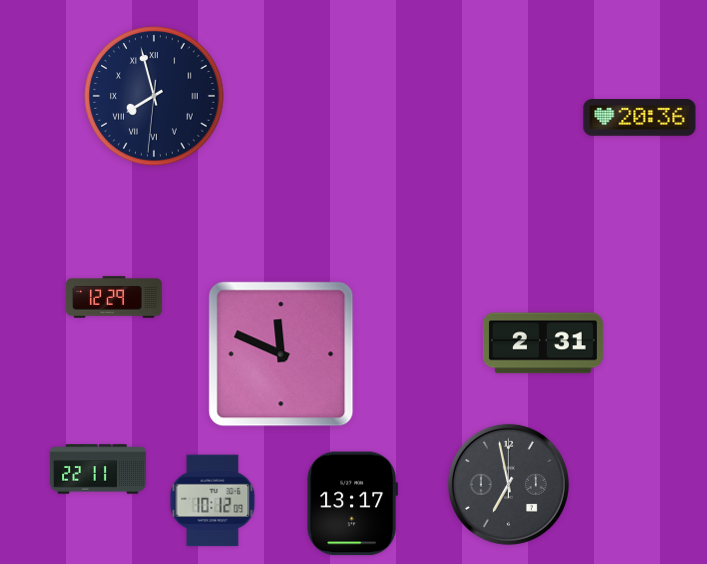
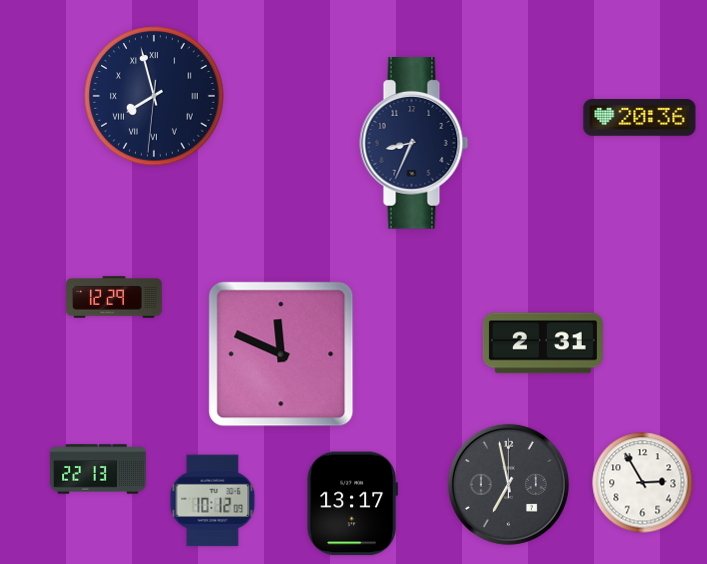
clock at (414, 144): none -> 8:34
clock at (98, 469): 22:11 -> 22:13
clock at (643, 483): none -> 2:55
